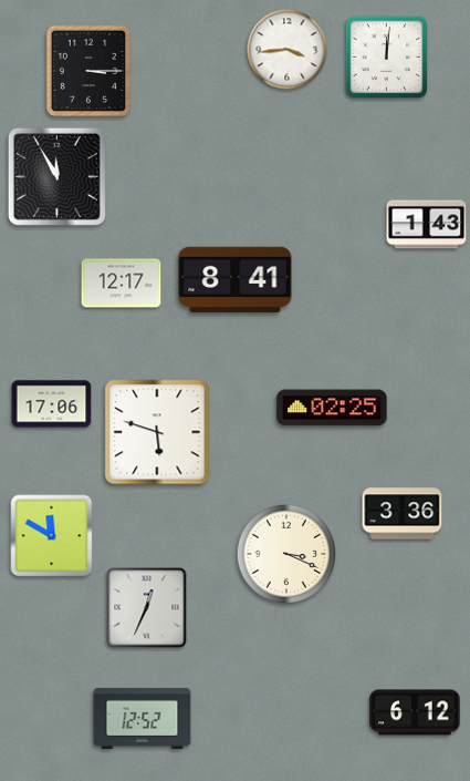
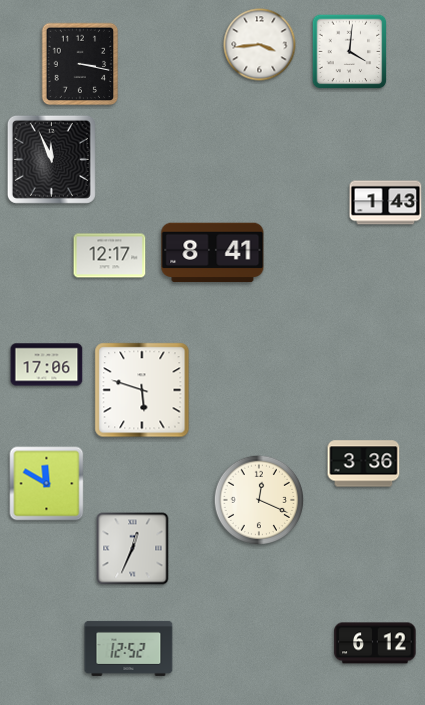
clock at (387, 58): 12:01 -> 4:01
clock at (88, 71): 3:15 -> 3:17
clock at (56, 176): 11:55 -> 11:56
clock at (332, 408): 02:25 -> none
clock at (286, 554): 3:19 -> 12:19
